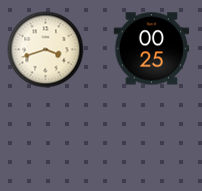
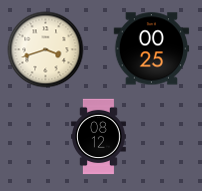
clock at (99, 137): none -> 08:12
